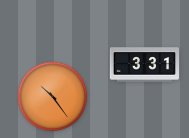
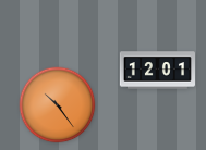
clock at (144, 65): 3:31 -> 12:01
